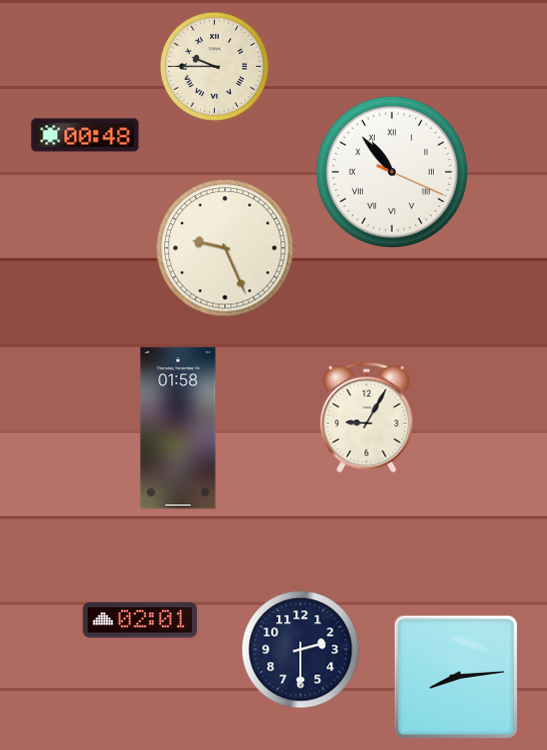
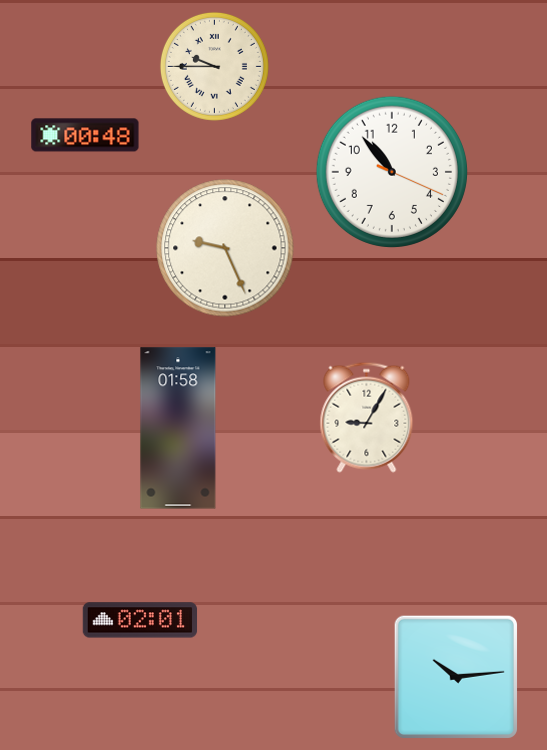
clock at (392, 171) numerals: Roman -> Arabic
clock at (301, 650): 2:30 -> none
clock at (456, 677): 8:14 -> 10:14
